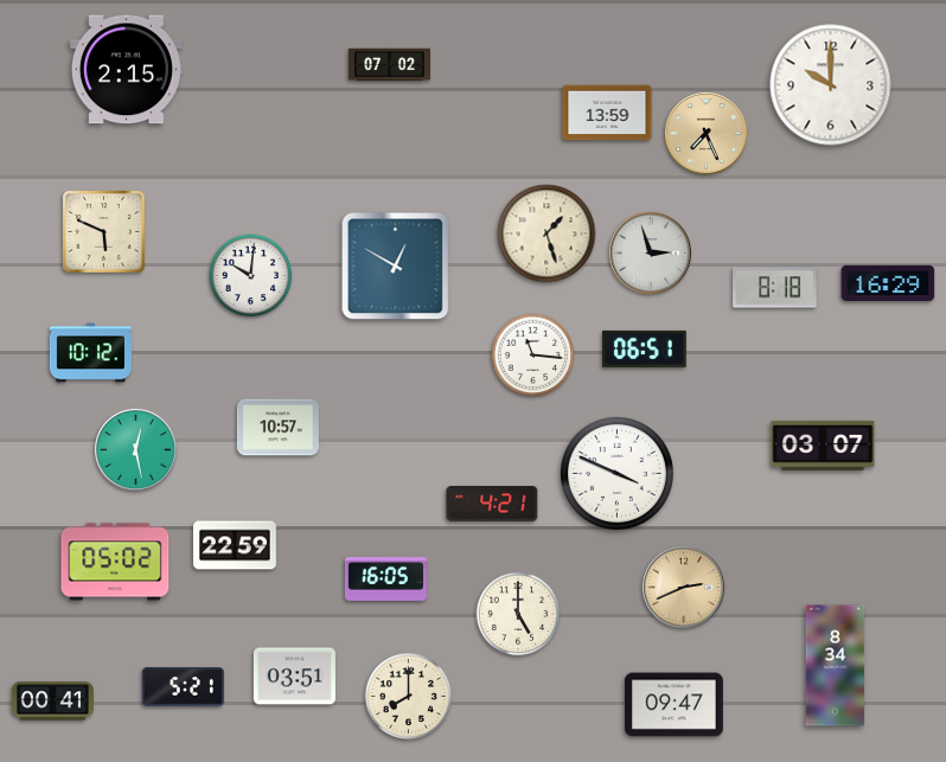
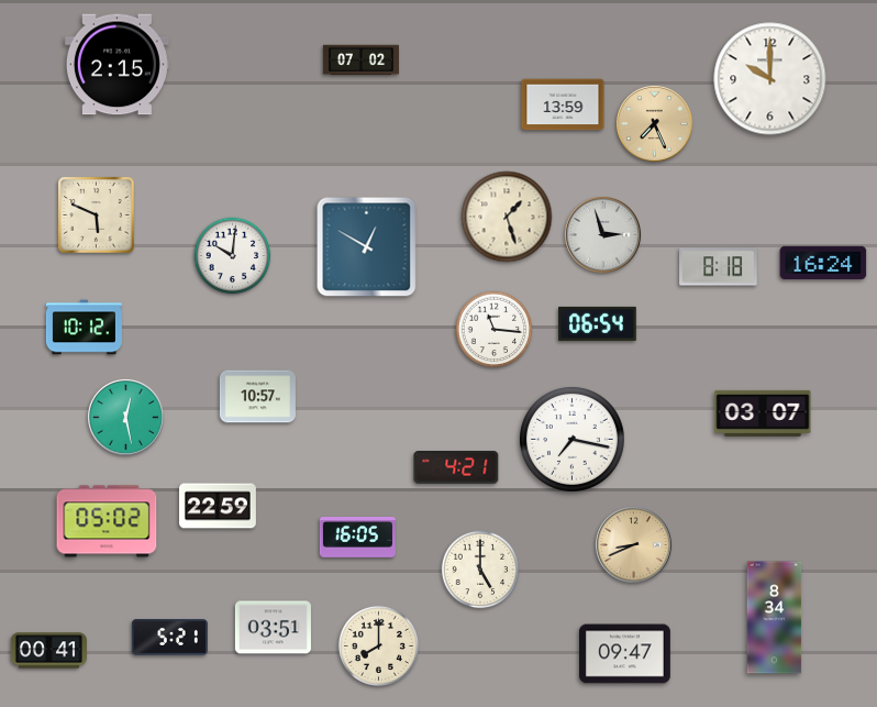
clock at (888, 282): 16:29 -> 16:24
clock at (645, 348): 06:51 -> 06:54
clock at (616, 473): 3:49 -> 7:17
clock at (683, 587): 2:41 -> 8:41
